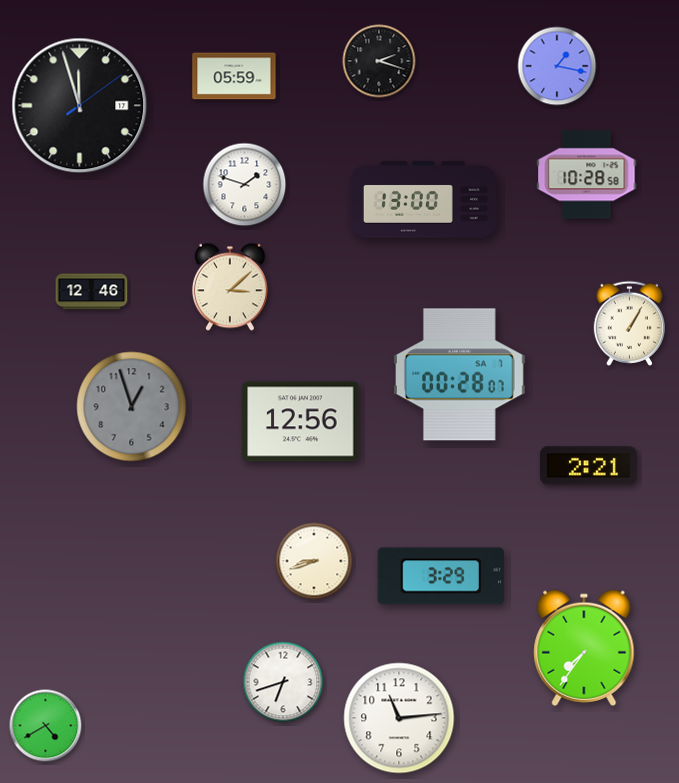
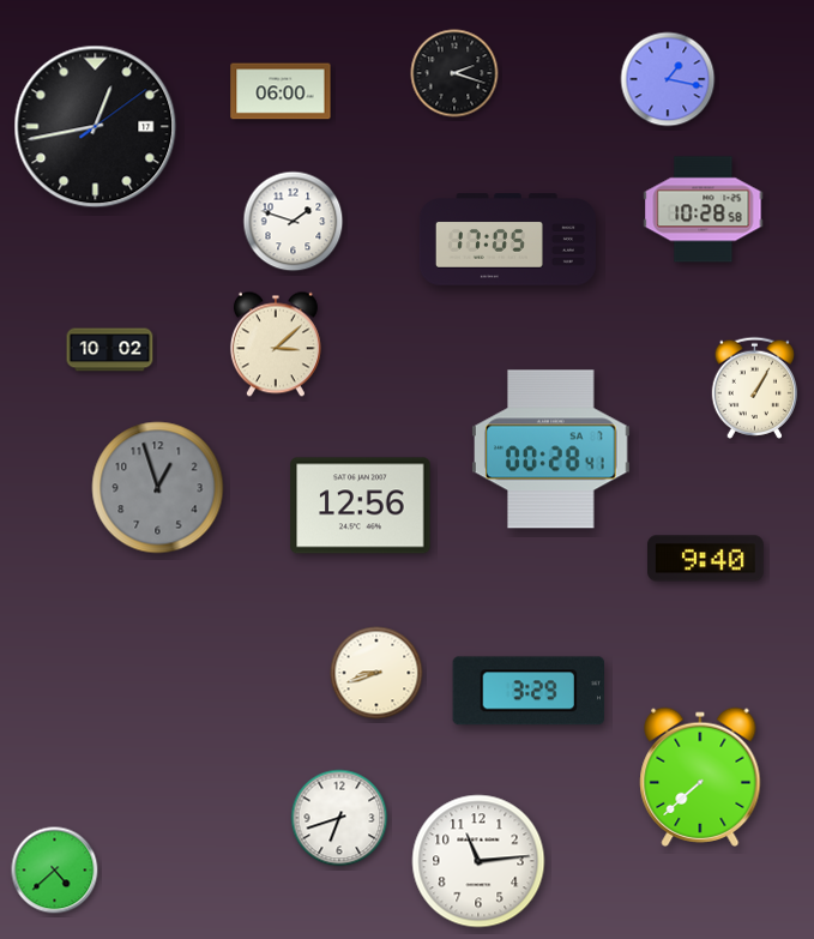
clock at (234, 76): 05:59 -> 06:00
clock at (80, 106): 11:57 -> 12:43
clock at (423, 200): 13:00 -> 17:05
clock at (92, 292): 12:46 -> 10:02
clock at (460, 375): 00:28:07 -> 00:28:41
clock at (589, 466): 2:21 -> 9:40
clock at (584, 648): 7:36 -> 7:38
clock at (46, 726): 4:40 -> 4:38
